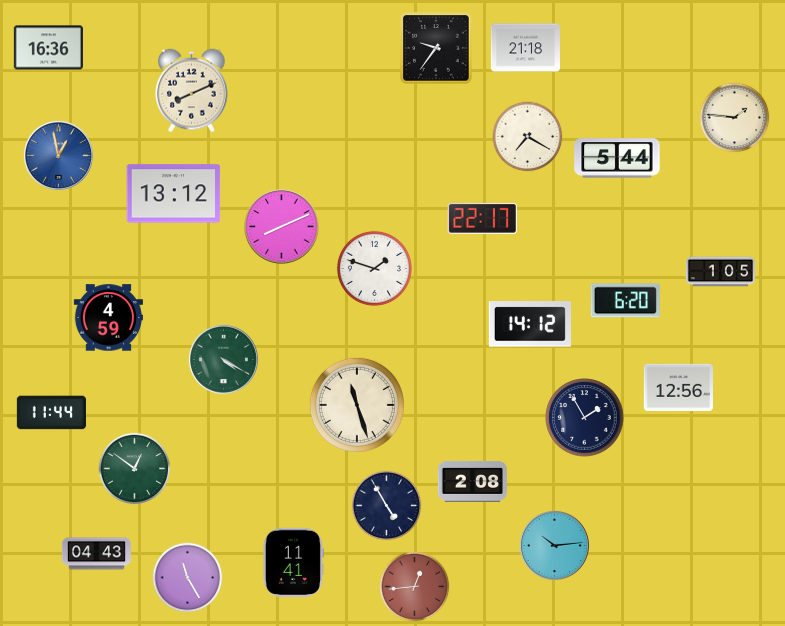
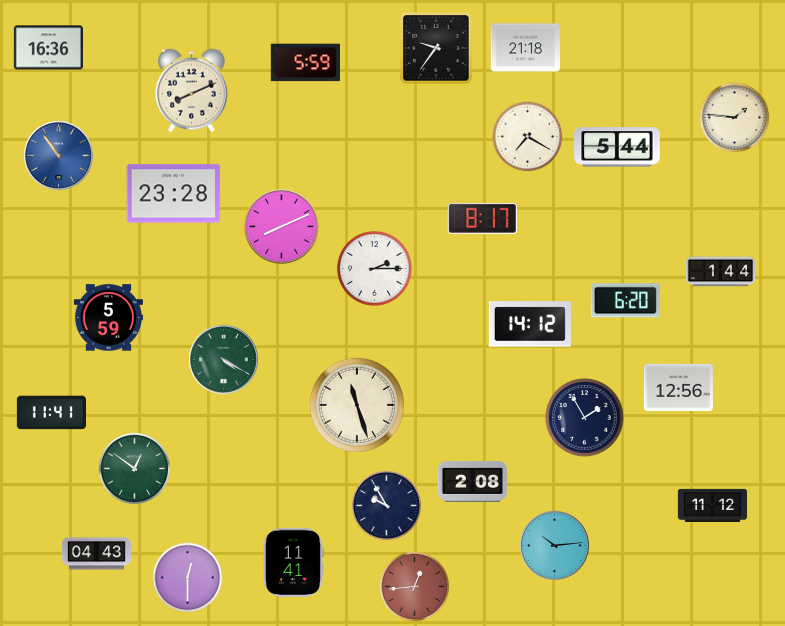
clock at (305, 63): none -> 5:59
clock at (58, 155): 12:58 -> 10:54
clock at (617, 158) position: (617, 158) -> (617, 147)
clock at (174, 194): 13:12 -> 23:28
clock at (482, 218): 22:17 -> 8:17
clock at (374, 268): 1:48 -> 2:15
clock at (720, 272): 1:05 -> 1:44
clock at (108, 318): 4:59 -> 5:59
clock at (51, 413): 11:44 -> 11:41
clock at (712, 505): none -> 11:12
clock at (387, 506): 4:55 -> 9:55
clock at (188, 578): 11:25 -> 12:30
